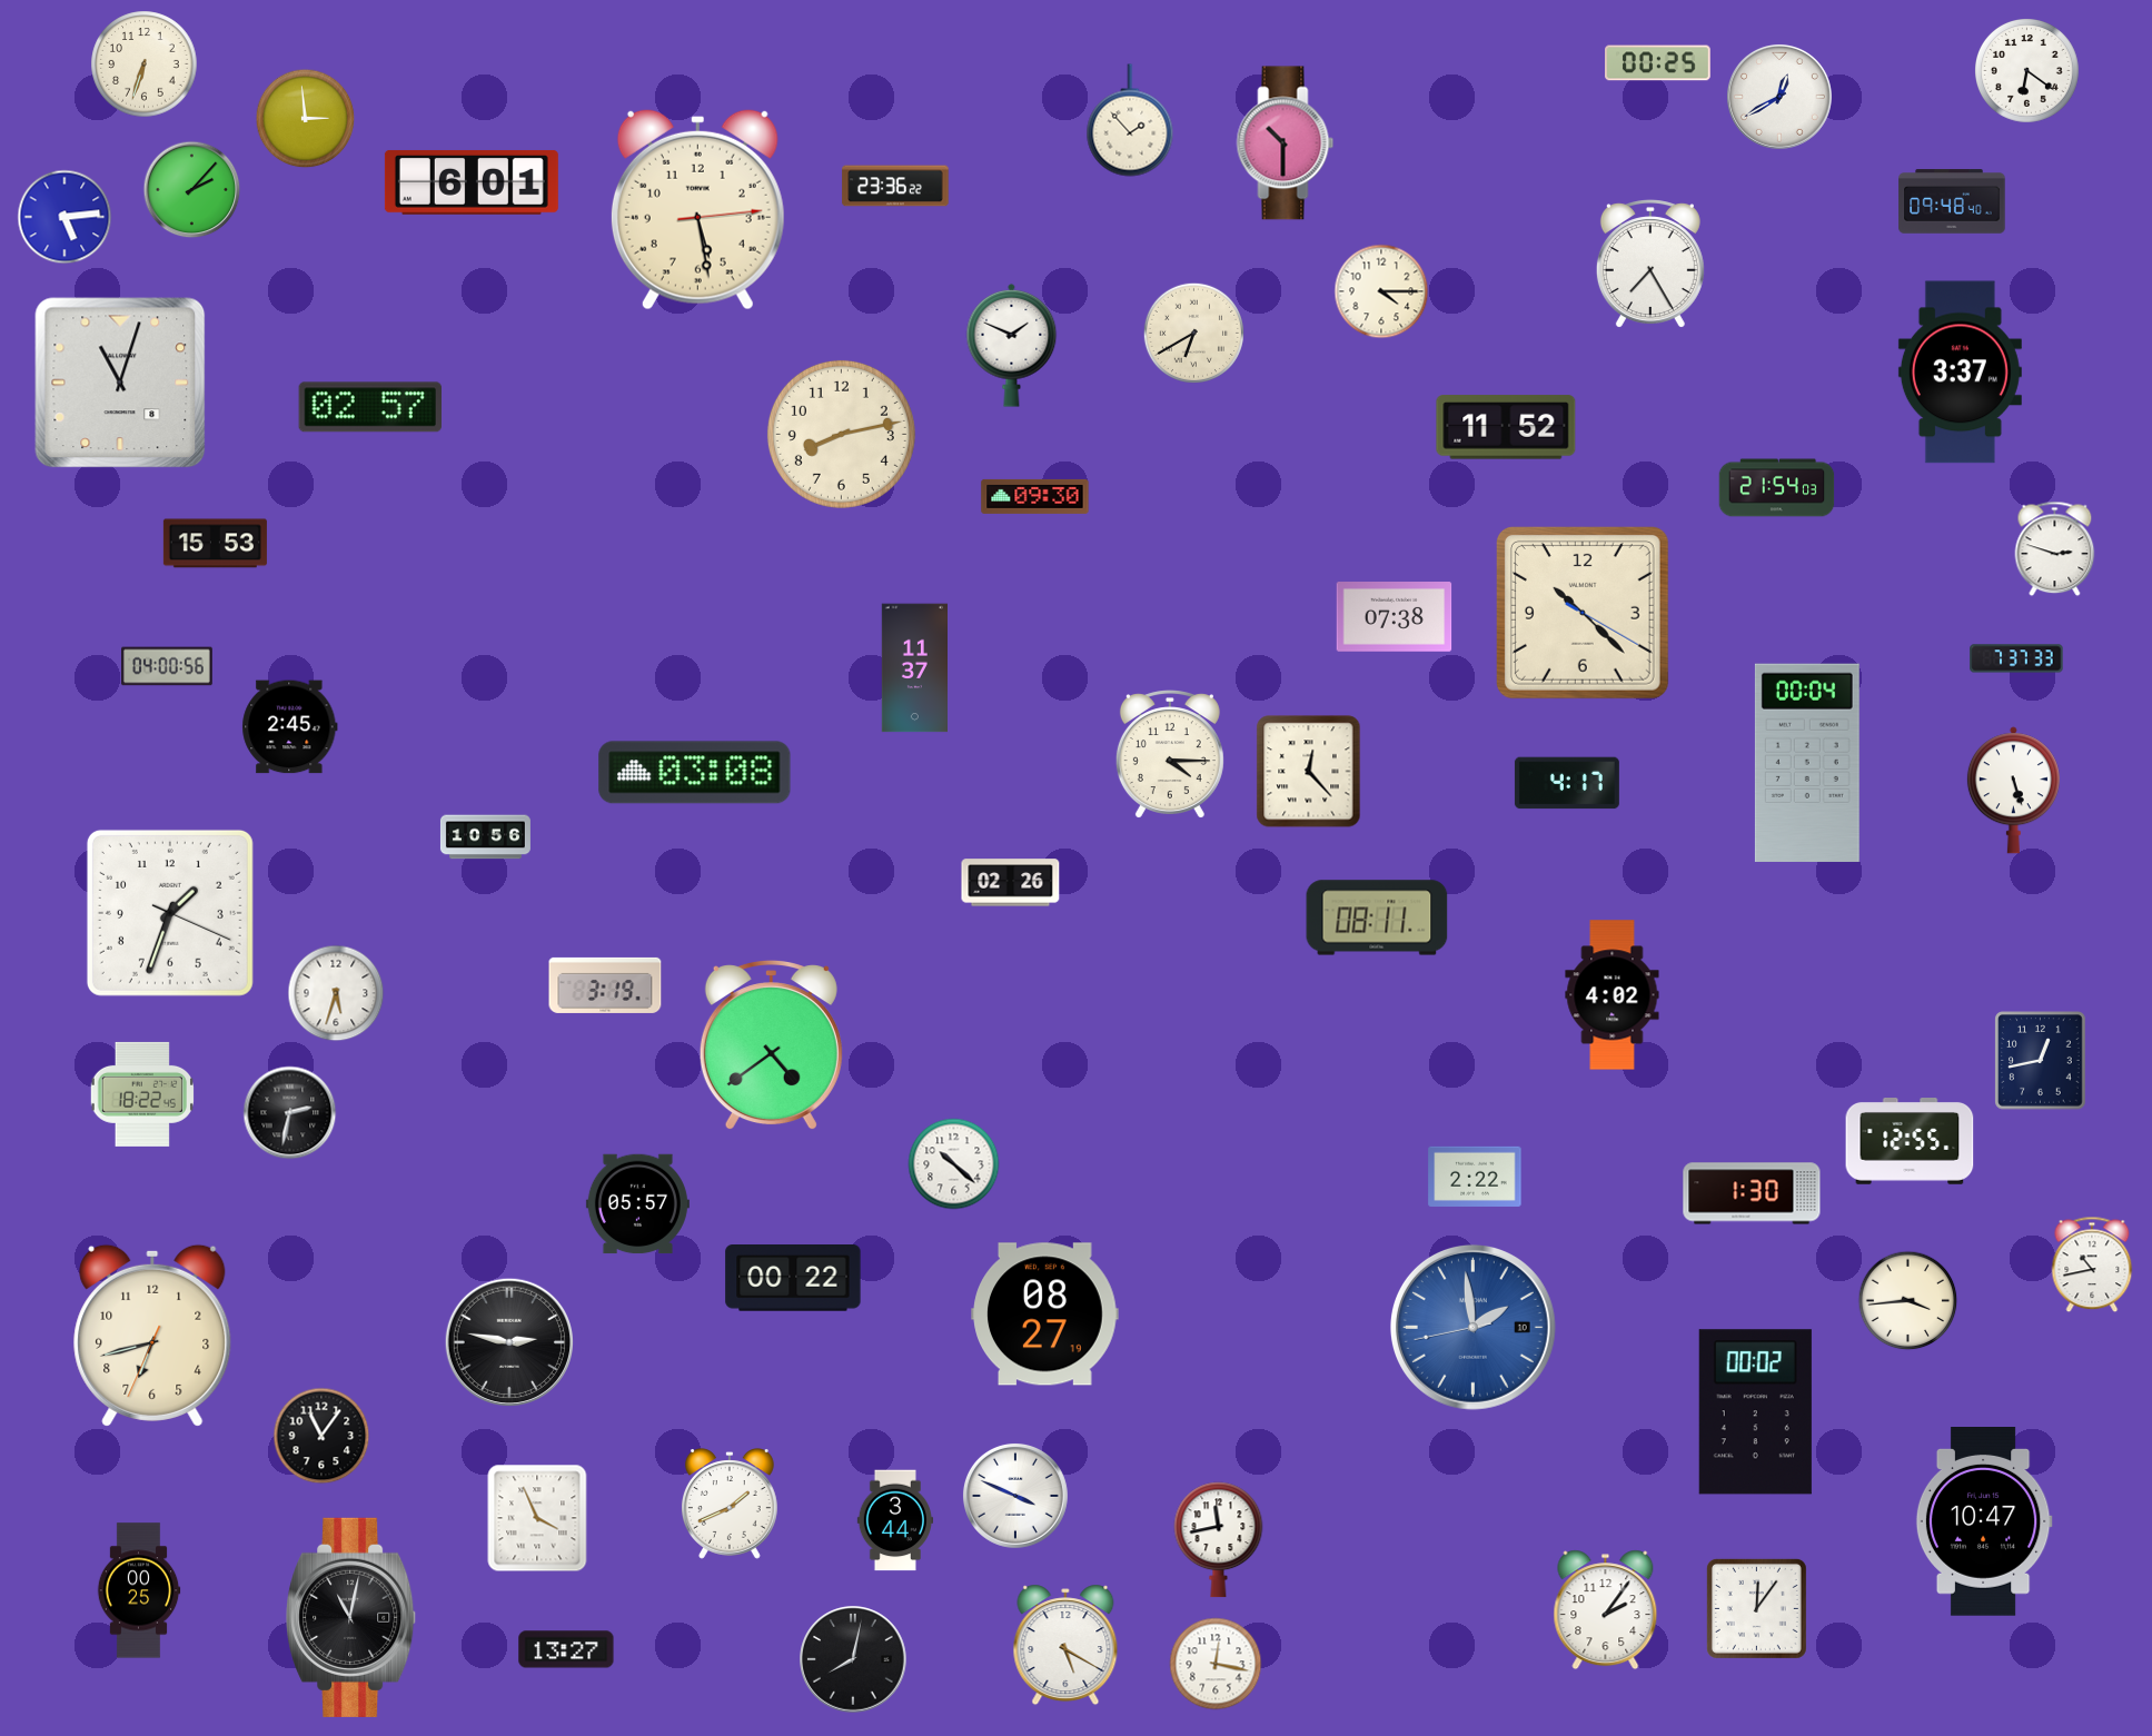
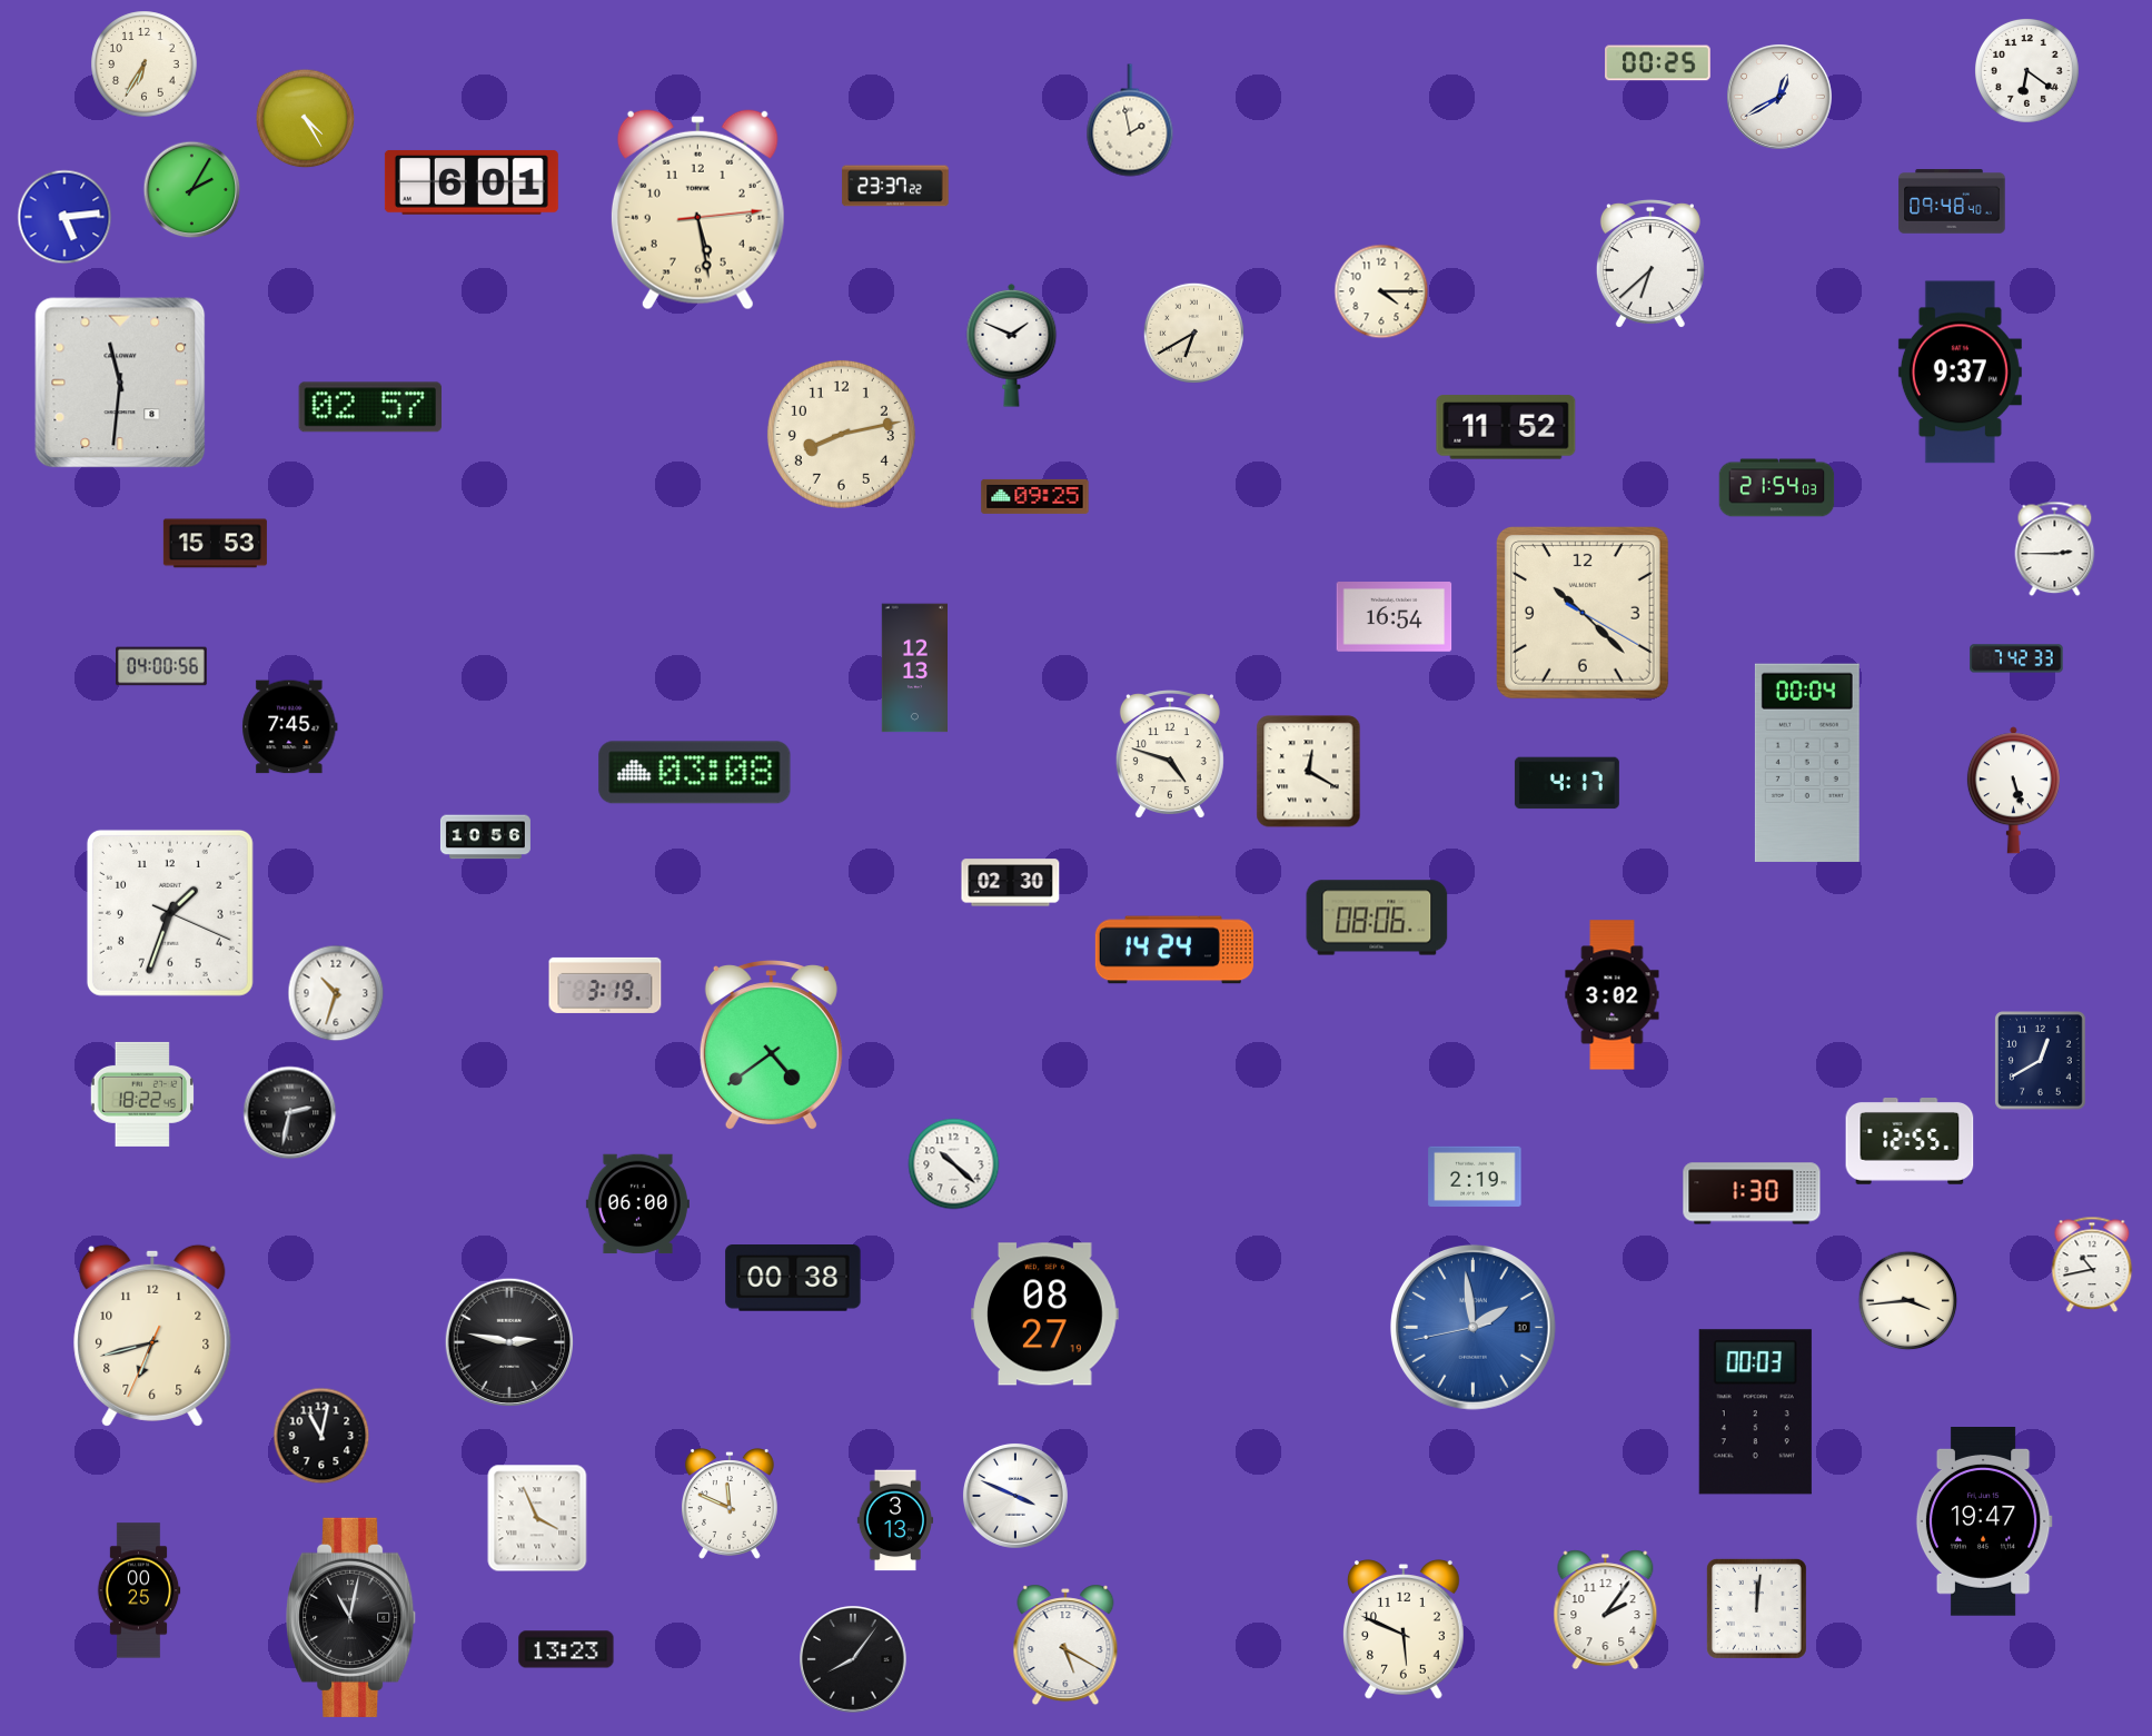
clock at (145, 65): 6:33 -> 6:35
clock at (306, 119): 2:59 -> 4:25
clock at (1130, 120): 1:53 -> 1:58
clock at (1286, 143): 10:30 -> none
clock at (895, 186): 23:36 -> 23:37
clock at (192, 190): 2:07 -> 2:05
clock at (1650, 264): 7:25 -> 6:38
clock at (1960, 373): 3:37 -> 9:37
clock at (120, 383): 11:03 -> 11:31
clock at (1035, 496): 09:30 -> 09:25
clock at (2055, 549): 2:48 -> 2:45
clock at (1395, 617): 07:38 -> 16:54
clock at (2016, 658): 7:37 -> 7:42
clock at (168, 666) position: (168, 666) -> (162, 666)
clock at (914, 668): 11:37 -> 12:13
clock at (290, 727): 2:45 -> 7:45
clock at (1170, 754): 4:15 -> 4:48
clock at (1309, 772): 12:23 -> 12:20
clock at (1011, 883): 02:26 -> 02:30
clock at (1377, 917): 08:11 -> 08:06
clock at (1174, 950): none -> 14:24
clock at (336, 993): 5:33 -> 10:33
clock at (1613, 995): 4:02 -> 3:02
clock at (2041, 1061): 12:43 -> 12:40
clock at (1475, 1177): 2:22 -> 2:19
clock at (637, 1204): 05:57 -> 06:00
clock at (793, 1279): 00:22 -> 00:38
clock at (1755, 1412): 00:02 -> 00:03
clock at (321, 1436): 11:06 -> 11:02
clock at (730, 1504): 1:41 -> 11:49
clock at (894, 1520): 3:44 -> 3:13
clock at (1984, 1522): 10:47 -> 19:47
clock at (1219, 1540): 11:43 -> none
clock at (1756, 1608): 12:06 -> 12:01
clock at (1405, 1629): none -> 5:49
clock at (566, 1649): 13:27 -> 13:23
clock at (853, 1659): 8:02 -> 8:06
clock at (1216, 1664): 12:17 -> none
